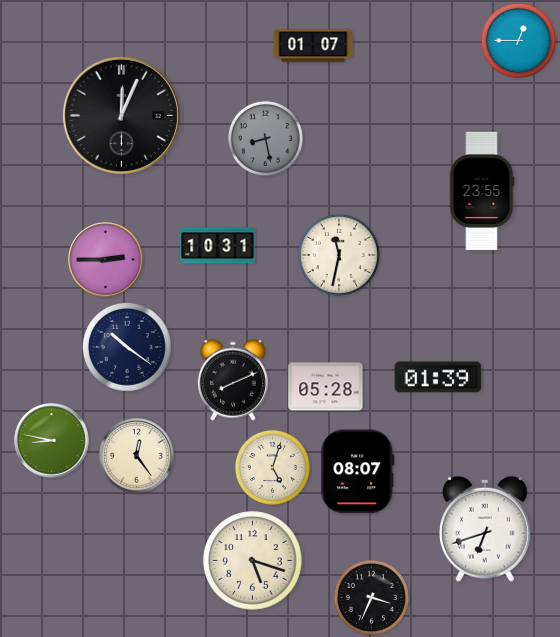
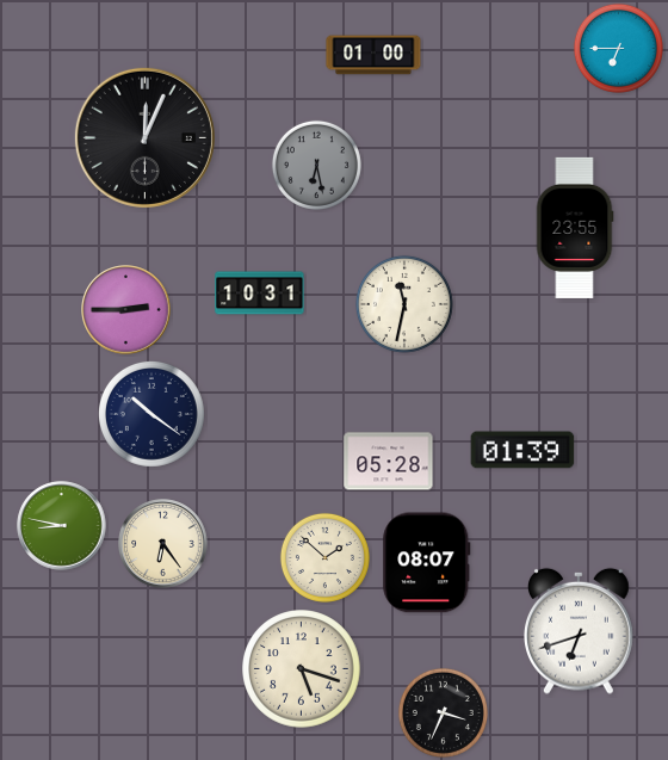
clock at (518, 40): 12:45 -> 6:45
clock at (313, 46): 01:07 -> 01:00
clock at (265, 138): 8:28 -> 6:28
clock at (233, 380): 8:11 -> none
clock at (137, 456): 12:24 -> 6:24
clock at (272, 467): 5:03 -> 1:52
